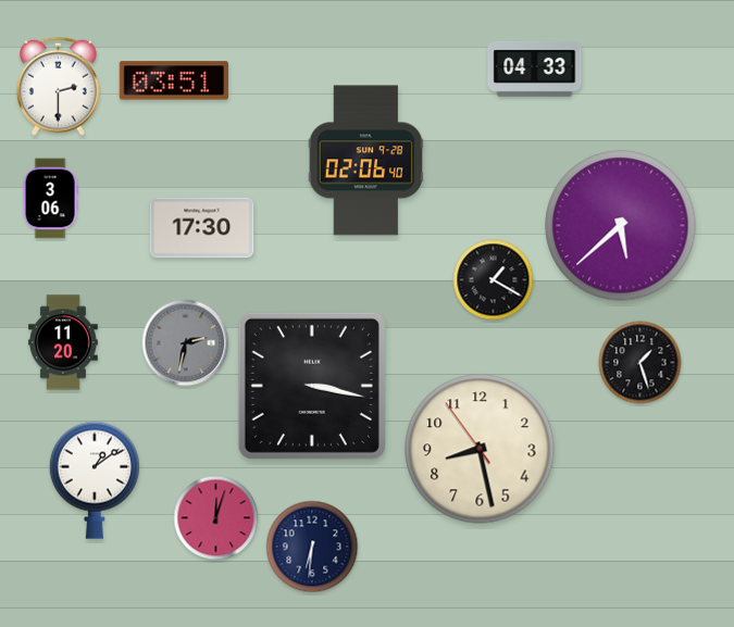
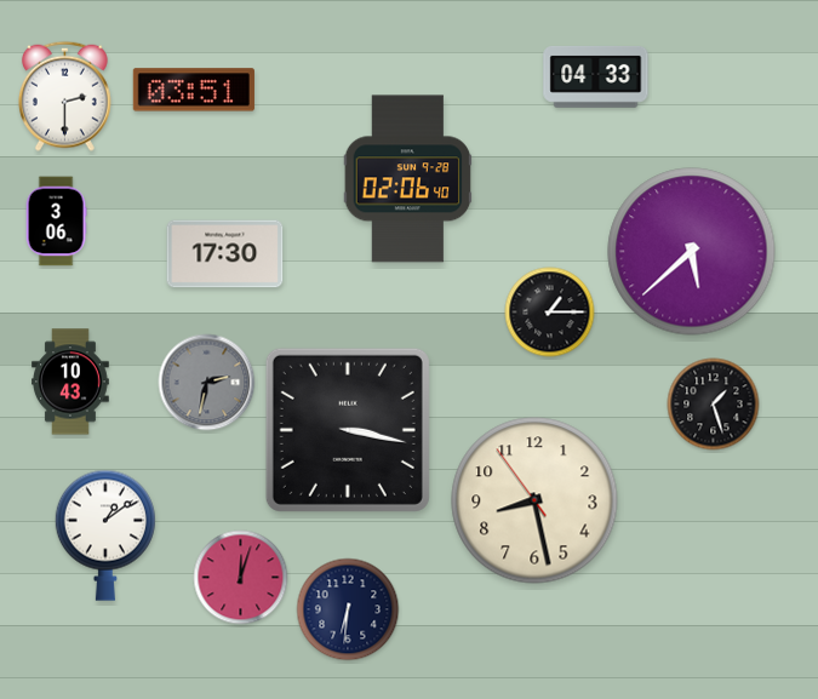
clock at (494, 280): 1:20 -> 1:15
clock at (63, 342): 11:20 -> 10:43
